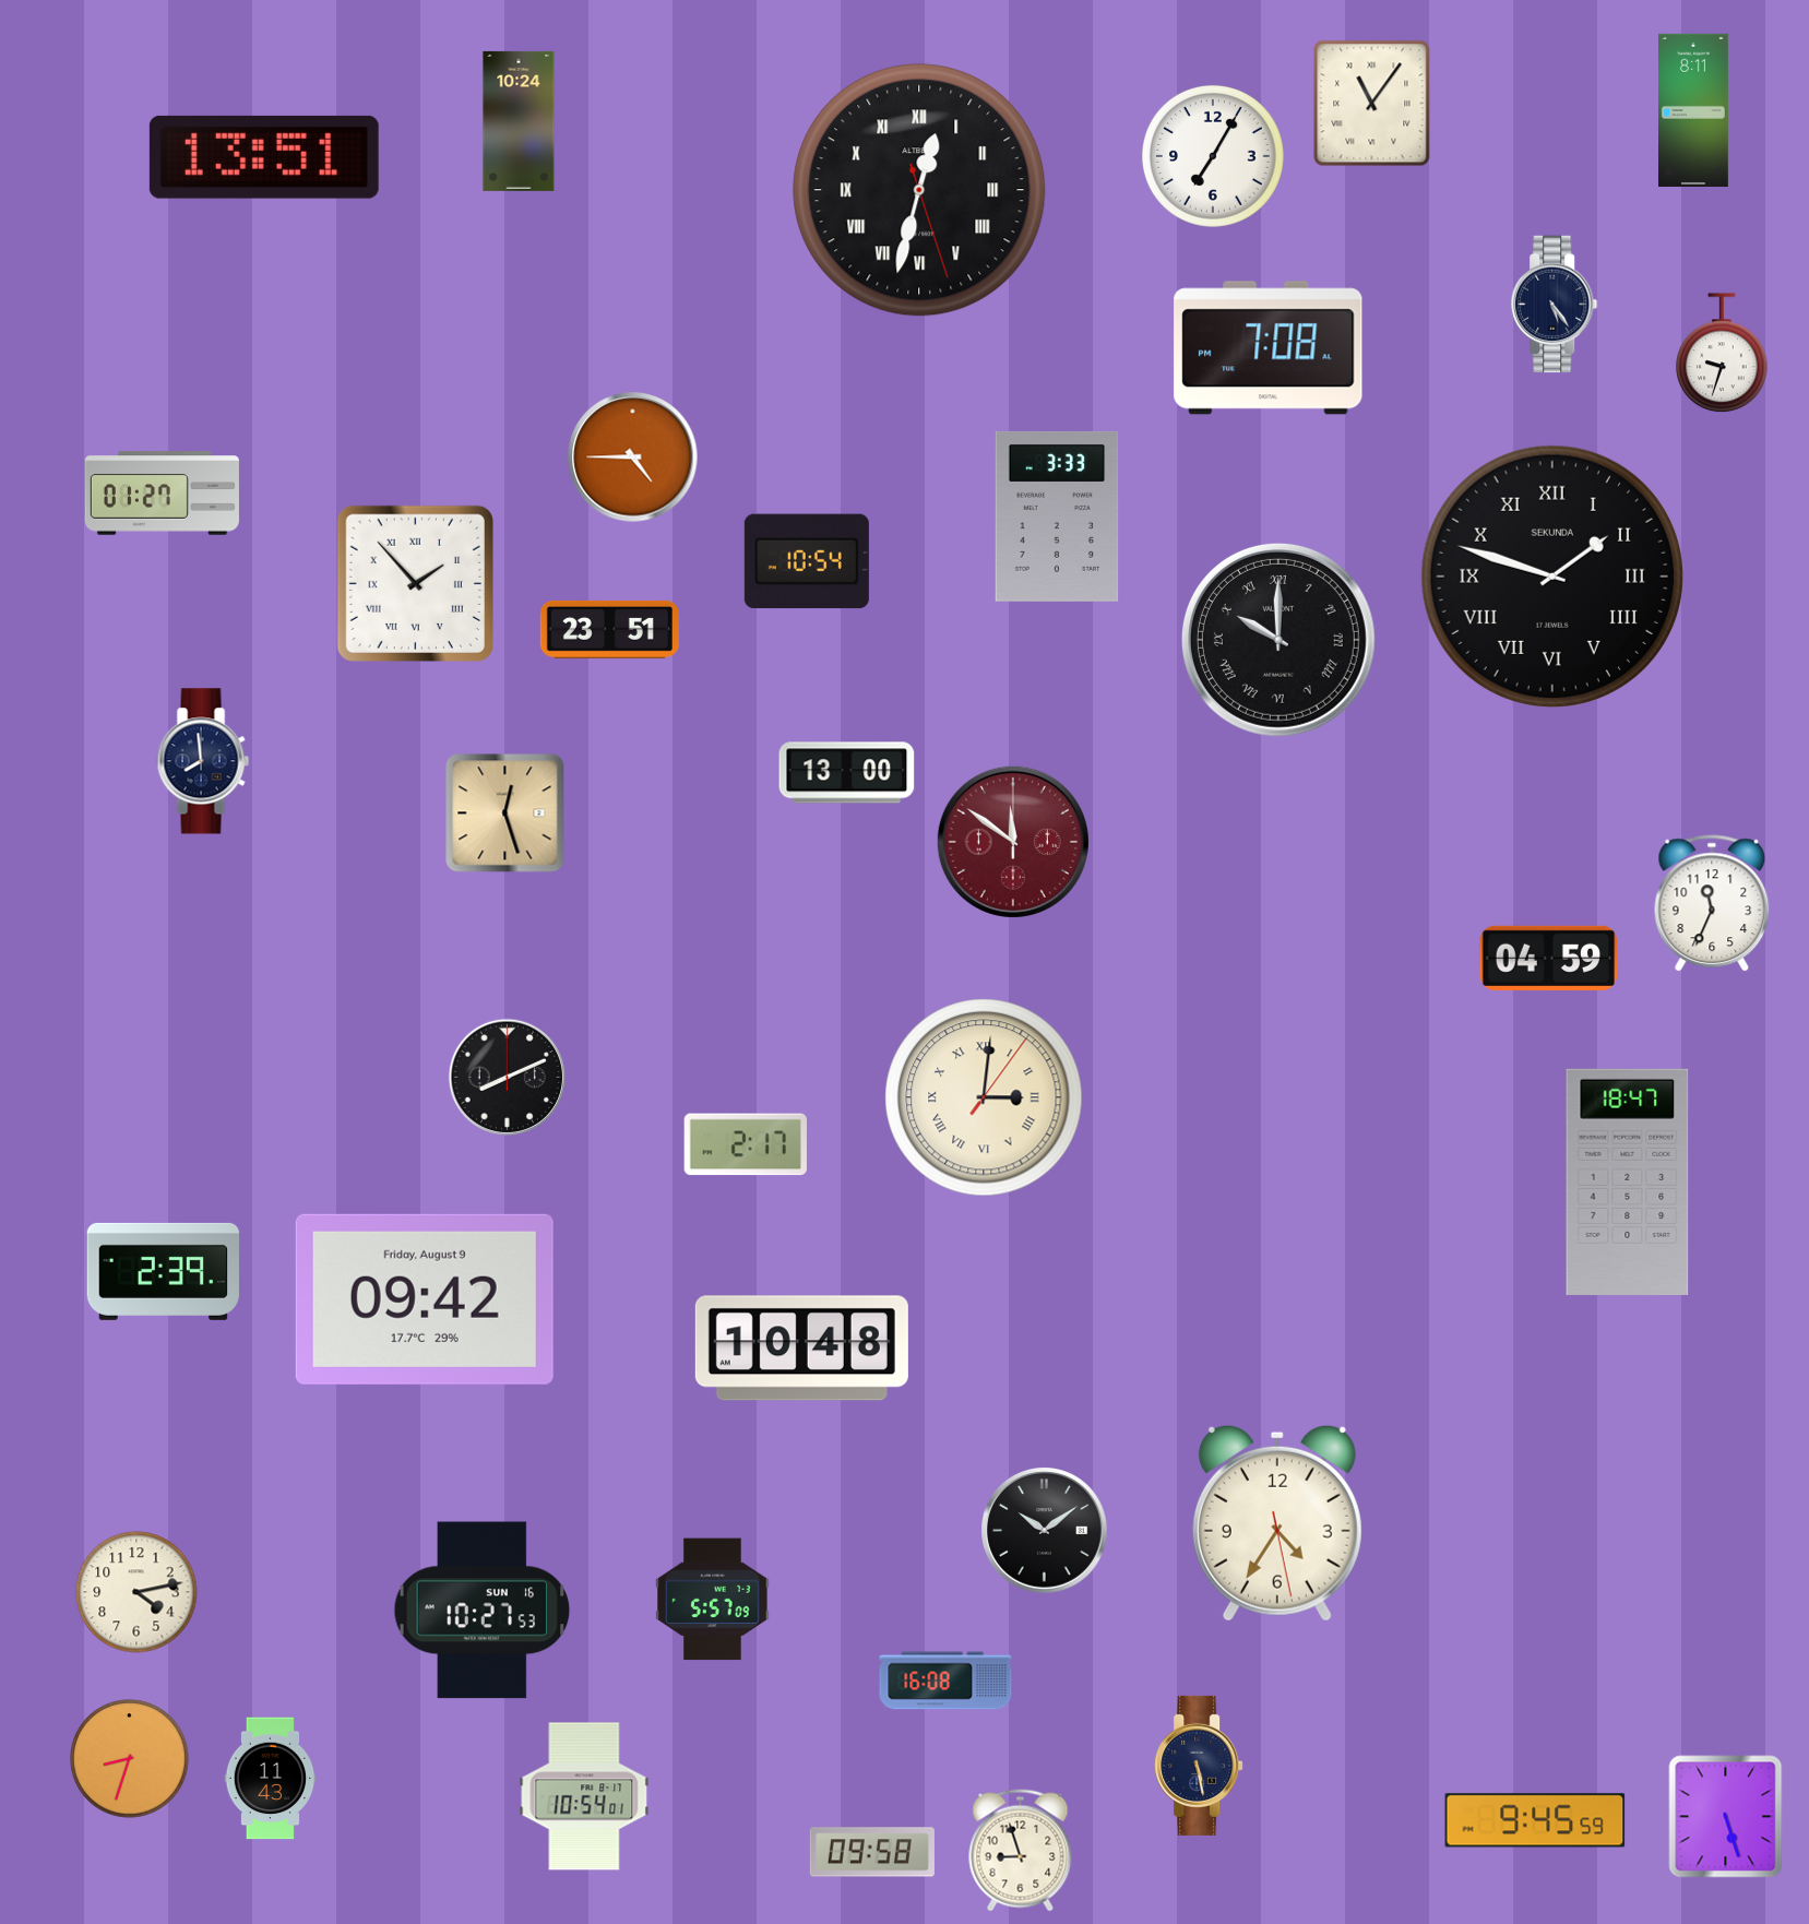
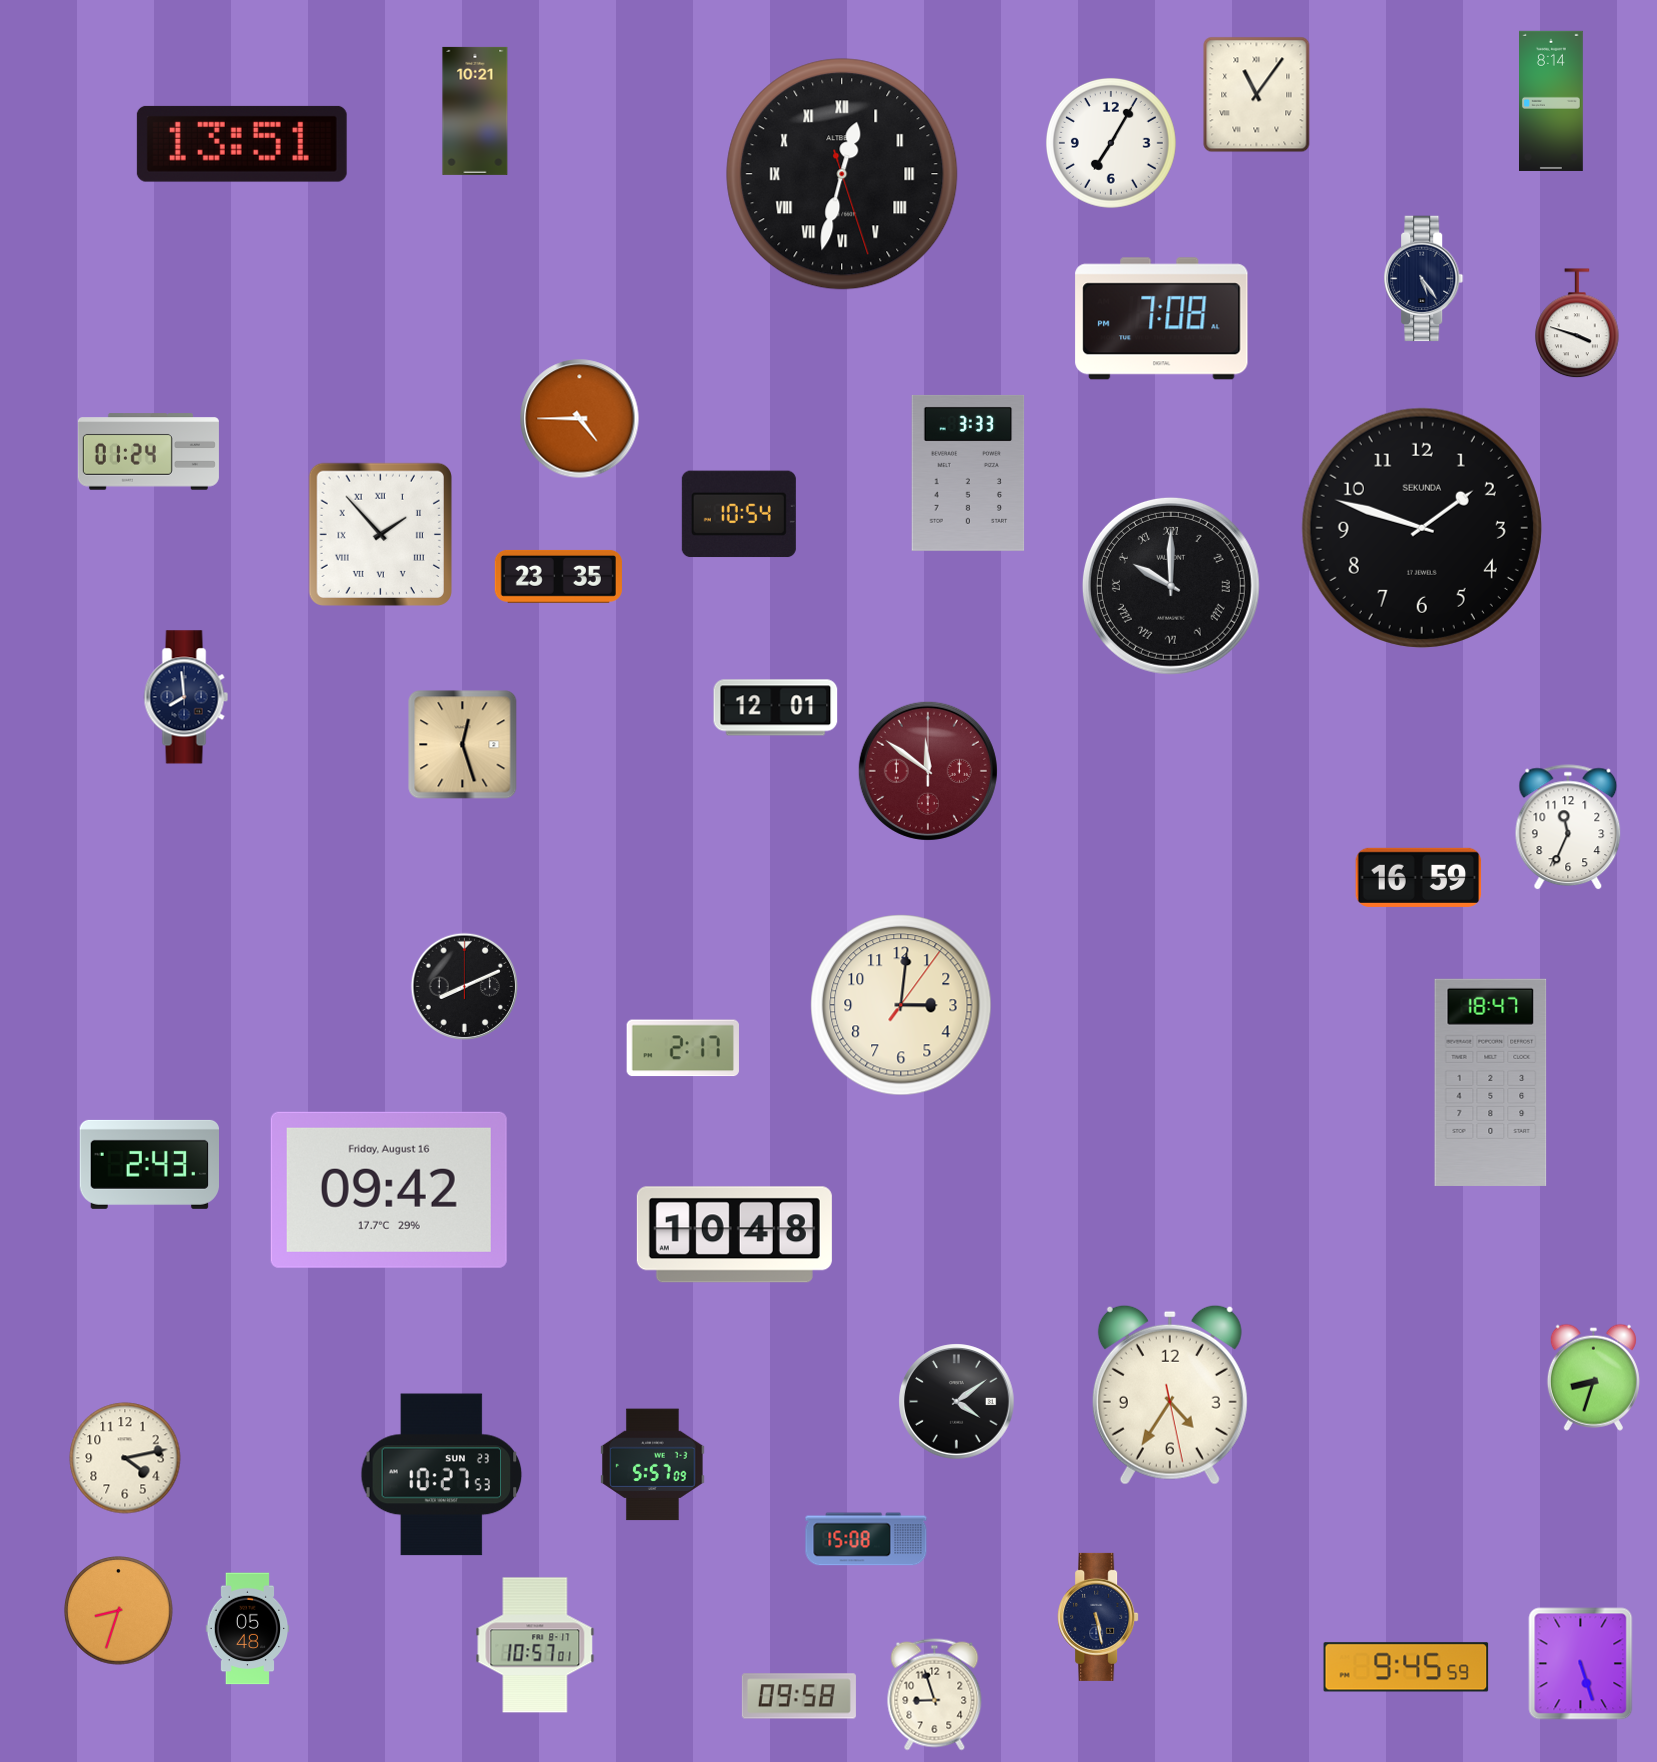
clock at (1694, 110): 8:11 -> 8:14
clock at (519, 121): 10:24 -> 10:21
clock at (1722, 354): 9:33 -> 3:48
clock at (162, 494): 01:27 -> 01:24
clock at (1552, 577) numerals: Roman -> Arabic
clock at (609, 629): 23:51 -> 23:35
clock at (847, 773): 13:00 -> 12:01
clock at (1549, 958): 04:59 -> 16:59
clock at (984, 1097) numerals: Roman -> Arabic
clock at (164, 1271): 2:39 -> 2:43
clock at (425, 1299) date: Friday, August 9 -> Friday, August 16
clock at (1593, 1377): none -> 8:33
clock at (1045, 1531): 10:09 -> 4:09
clock at (483, 1611) date: SUN 16 -> SUN 23
clock at (945, 1680): 16:08 -> 15:08
clock at (271, 1779): 11:43 -> 05:48
clock at (584, 1796): 10:54 -> 10:57
